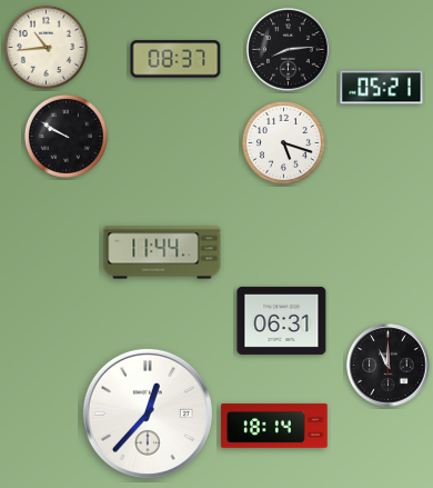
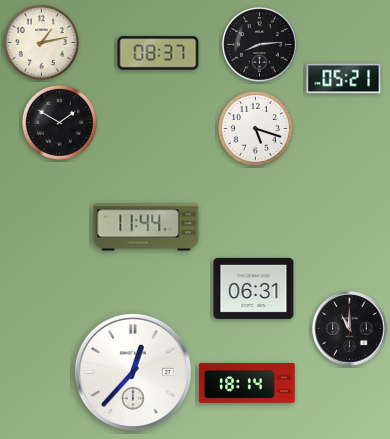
clock at (46, 47): 10:44 -> 1:13
clock at (66, 136): 9:50 -> 1:50
